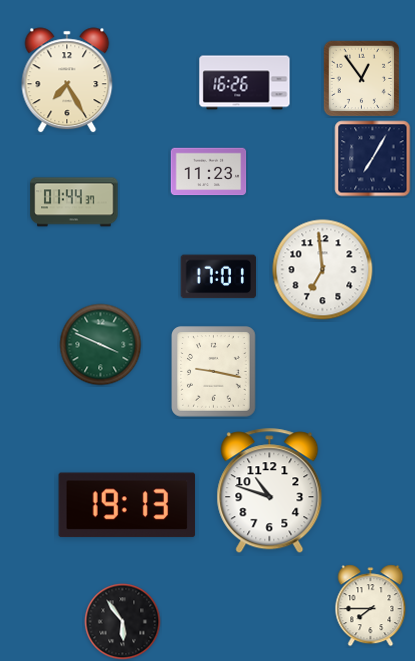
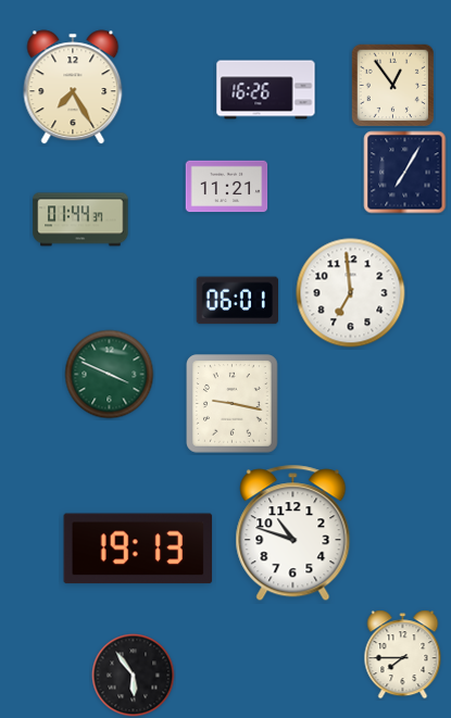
clock at (209, 172): 11:23 -> 11:21
clock at (219, 277): 17:01 -> 06:01
clock at (371, 606) position: (371, 606) -> (403, 655)
